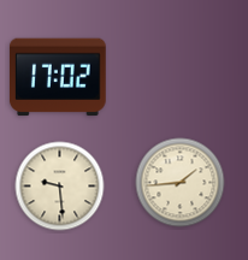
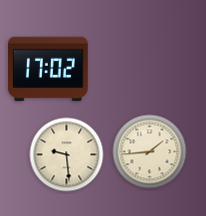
clock at (58, 77) position: (58, 77) -> (48, 69)
clock at (60, 187) position: (60, 187) -> (67, 155)
